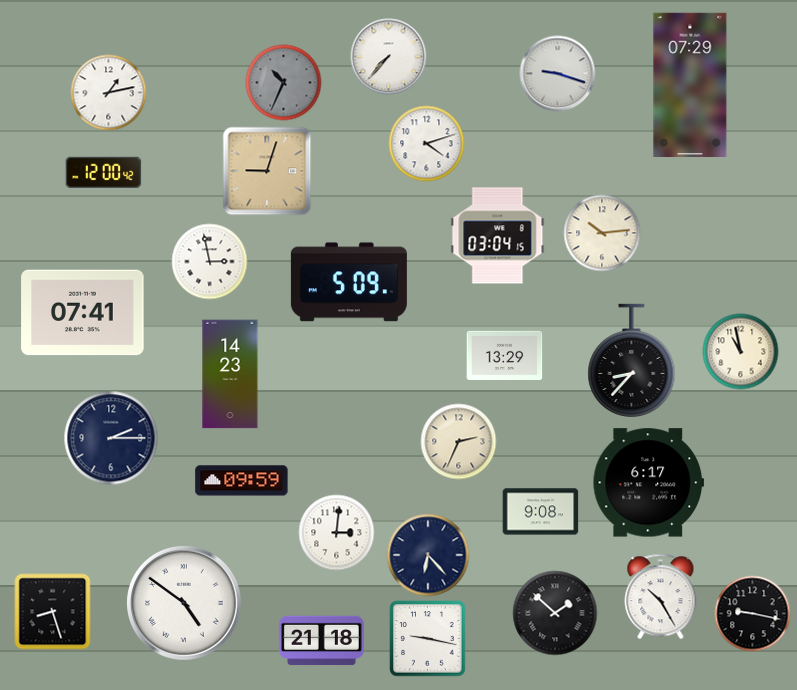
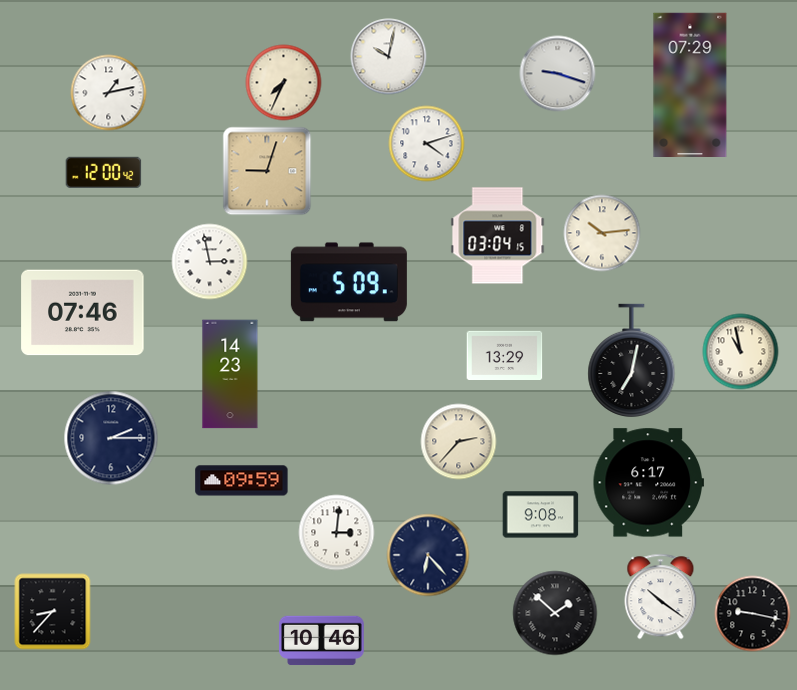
clock at (389, 57): 7:37 -> 10:02
clock at (284, 83): 10:34 -> 7:34
clock at (284, 83) dial: grey -> cream
clock at (83, 313): 07:41 -> 07:46
clock at (632, 360): 8:37 -> 7:02
clock at (459, 442): 2:34 -> 2:37
clock at (541, 512) position: (541, 512) -> (541, 515)
clock at (661, 597): 10:25 -> 10:21
clock at (185, 604): 4:51 -> none
clock at (53, 612): 8:27 -> 8:37
clock at (428, 639): 9:17 -> none
clock at (322, 641): 21:18 -> 10:46
